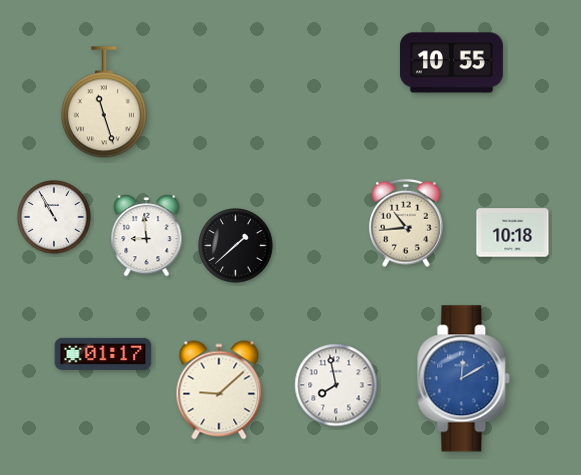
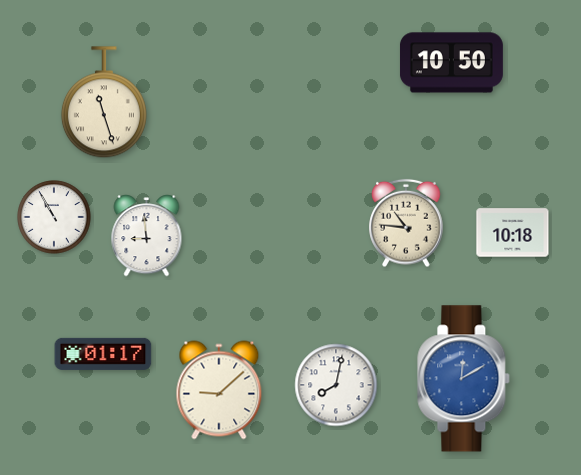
clock at (451, 63): 10:55 -> 10:50
clock at (406, 223): 10:44 -> 10:46
clock at (236, 246): 1:38 -> none
clock at (336, 385): 7:58 -> 8:02
